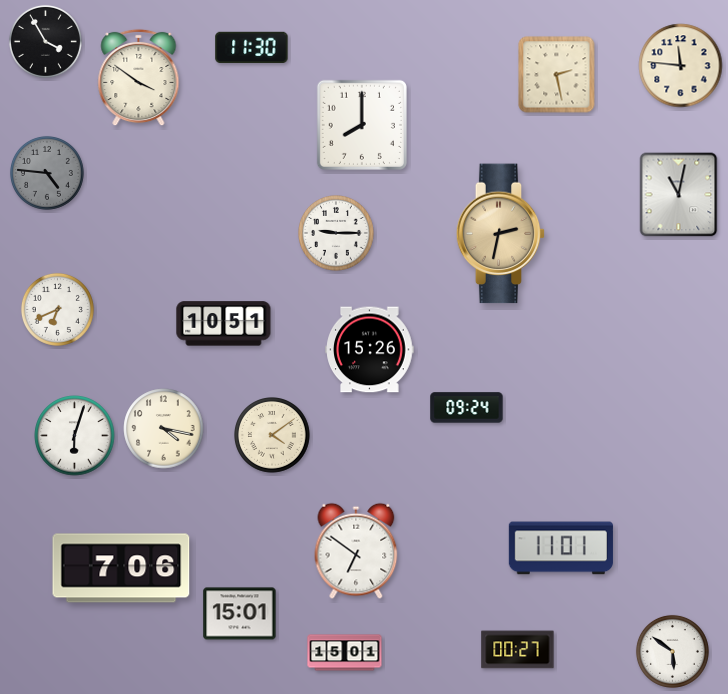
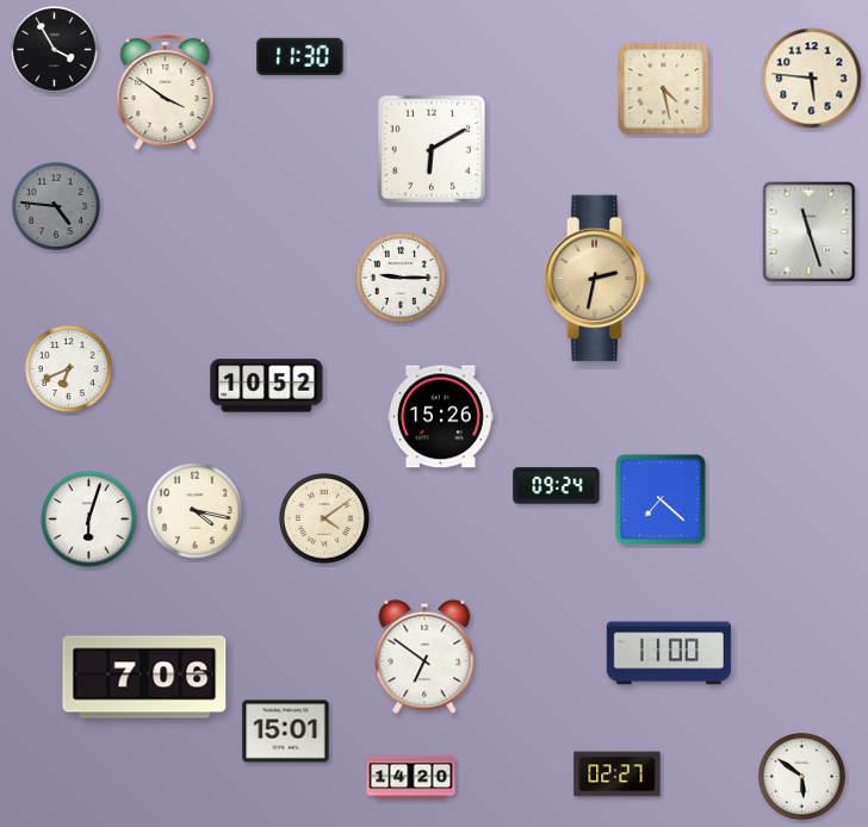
clock at (681, 66): 11:46 -> 5:46
clock at (557, 75): 2:28 -> 4:28
clock at (362, 125): 8:00 -> 6:10
clock at (679, 195): 11:02 -> 11:27
clock at (224, 324): 10:51 -> 10:52
clock at (661, 499): none -> 7:22
clock at (561, 548): 11:01 -> 11:00
clock at (518, 650): 00:27 -> 02:27
clock at (345, 653): 15:01 -> 14:20
